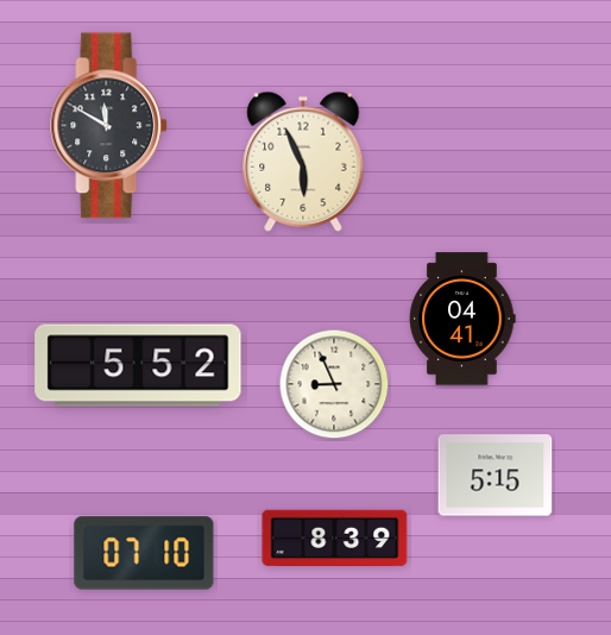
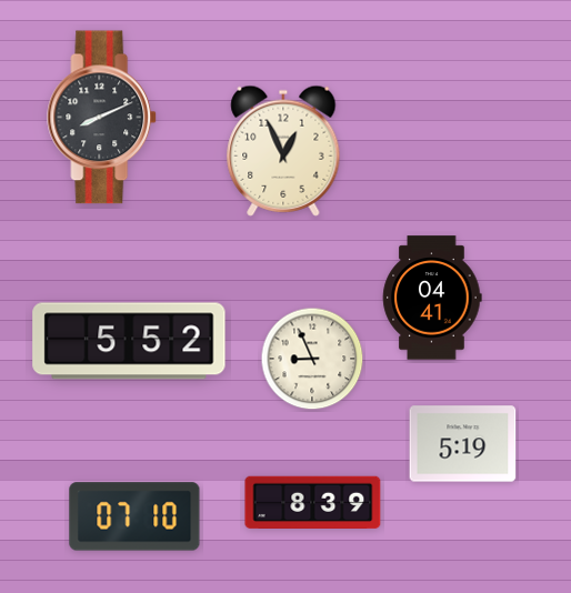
clock at (109, 126): 11:50 -> 8:11
clock at (303, 162): 5:56 -> 12:56
clock at (496, 476): 5:15 -> 5:19
